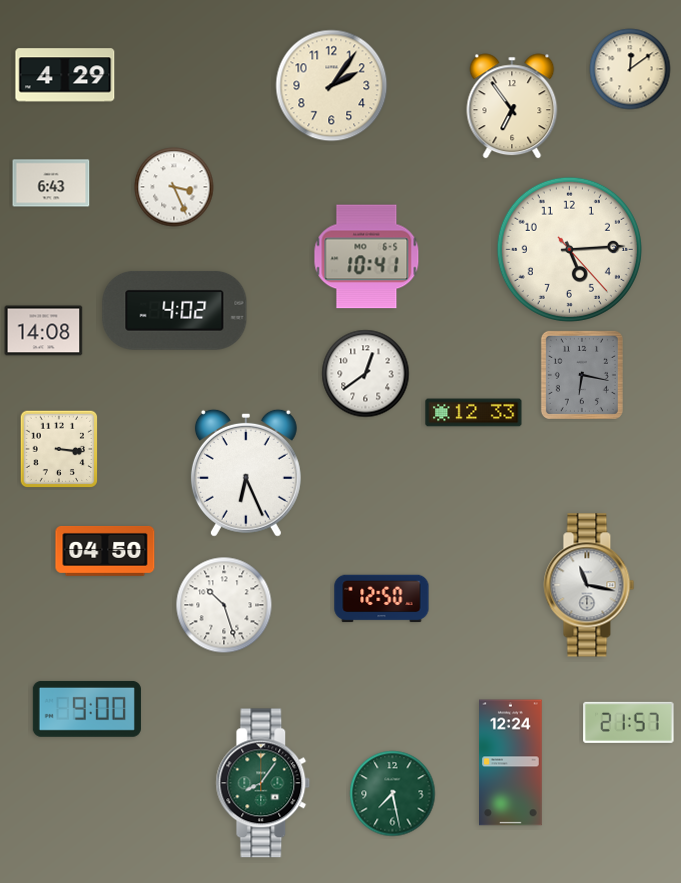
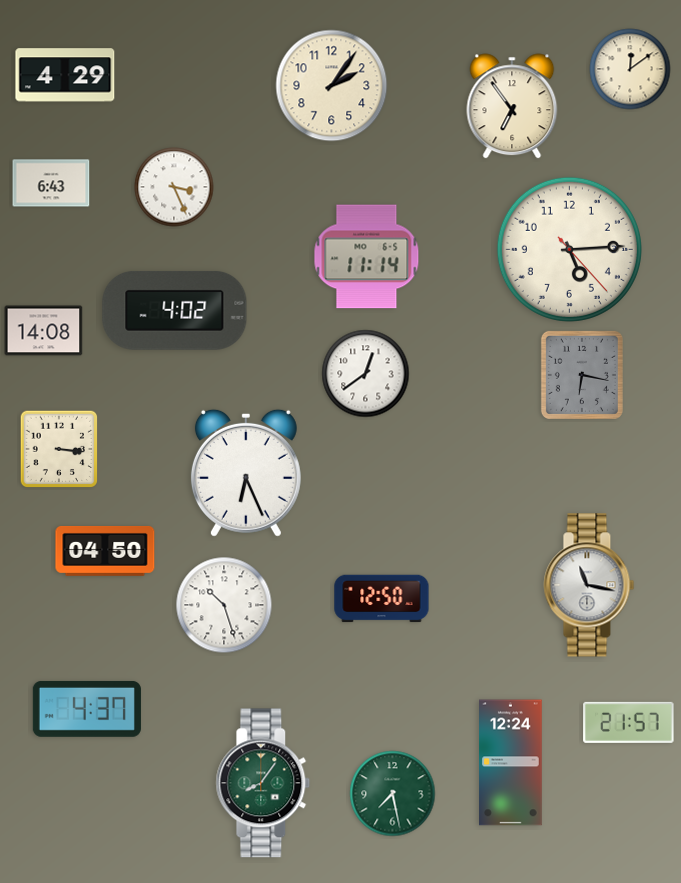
clock at (367, 257): 10:41 -> 11:14
clock at (474, 413): 12:33 -> none
clock at (87, 709): 9:00 -> 4:37
